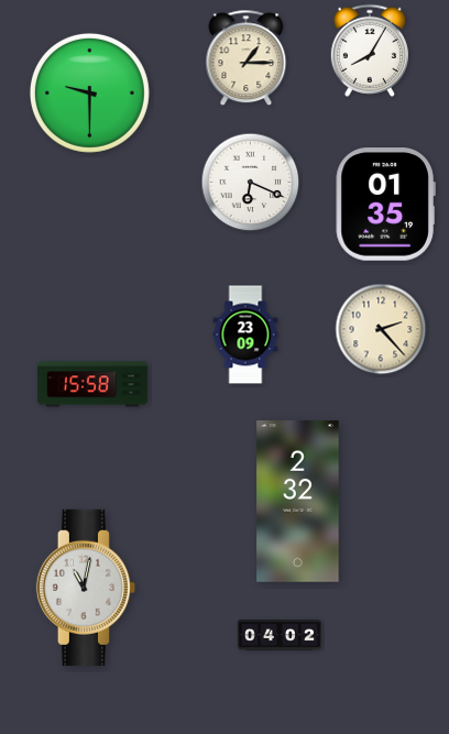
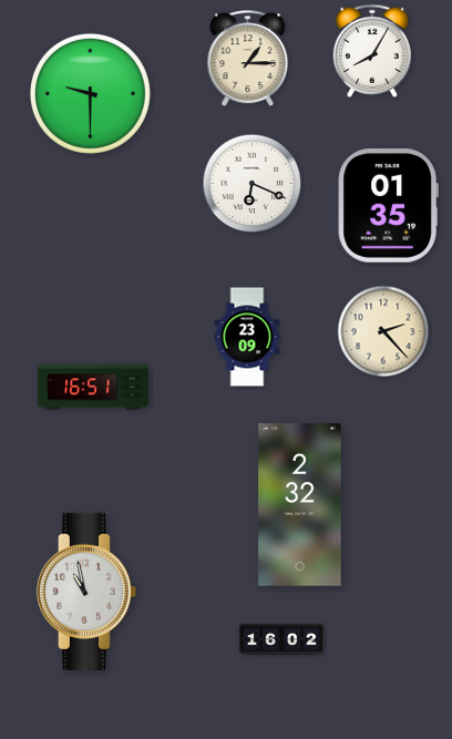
clock at (92, 384): 15:58 -> 16:51
clock at (86, 588): 11:02 -> 10:58
clock at (280, 635): 04:02 -> 16:02
